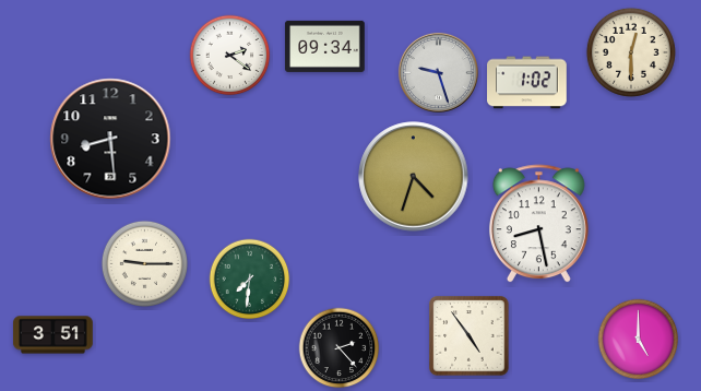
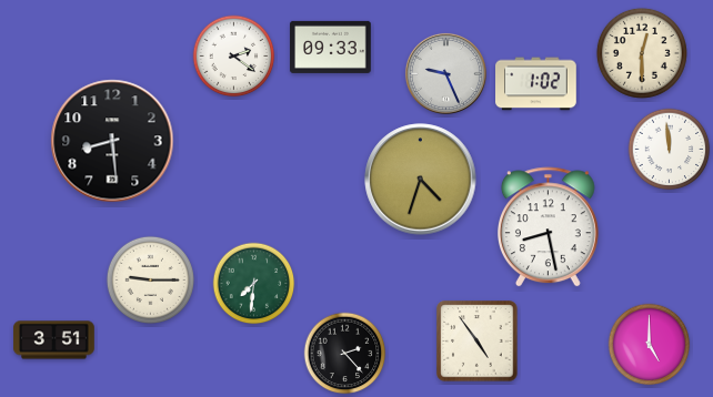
clock at (325, 46): 09:34 -> 09:33
clock at (438, 72): 9:27 -> 9:26
clock at (670, 150): none -> 11:59
clock at (144, 263) position: (144, 263) -> (150, 279)
